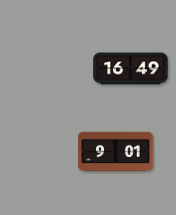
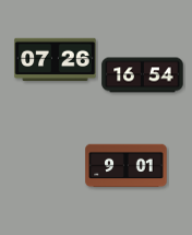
clock at (56, 60): none -> 07:26
clock at (131, 69): 16:49 -> 16:54
